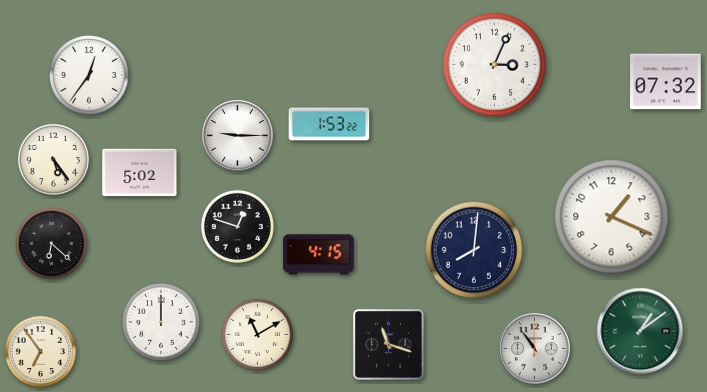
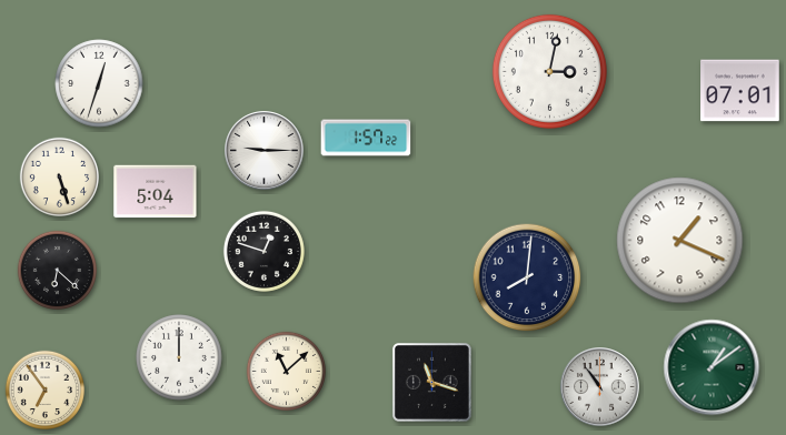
clock at (494, 64): 3:04 -> 3:02
clock at (89, 75): 12:36 -> 12:33
clock at (666, 82): 07:32 -> 07:01
clock at (329, 124): 1:53 -> 1:57
clock at (53, 159): 5:24 -> 5:27
clock at (140, 173): 5:02 -> 5:04
clock at (319, 255): 4:15 -> none
clock at (257, 334): 11:10 -> 11:08
clock at (535, 349) position: (535, 349) -> (600, 387)
